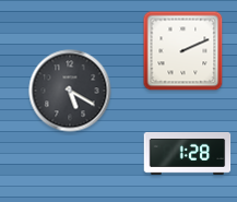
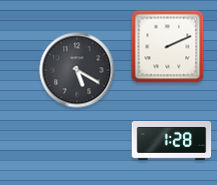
clock at (70, 91) position: (70, 91) -> (77, 70)
